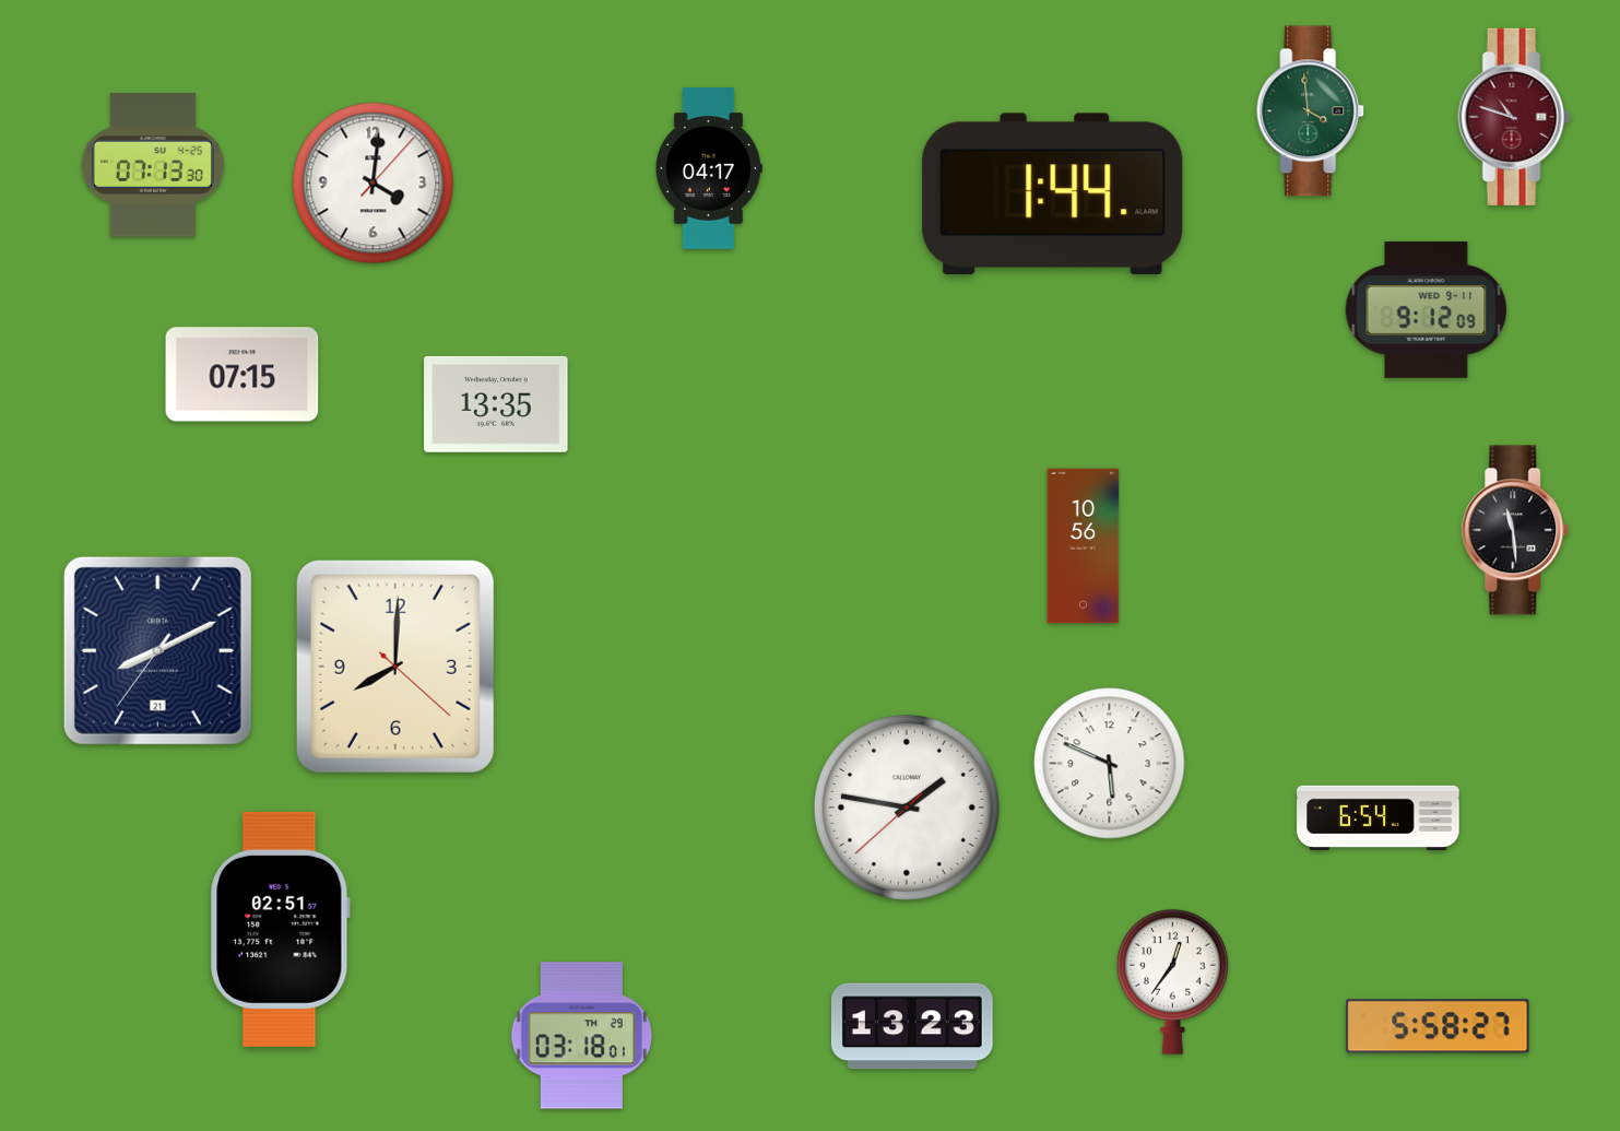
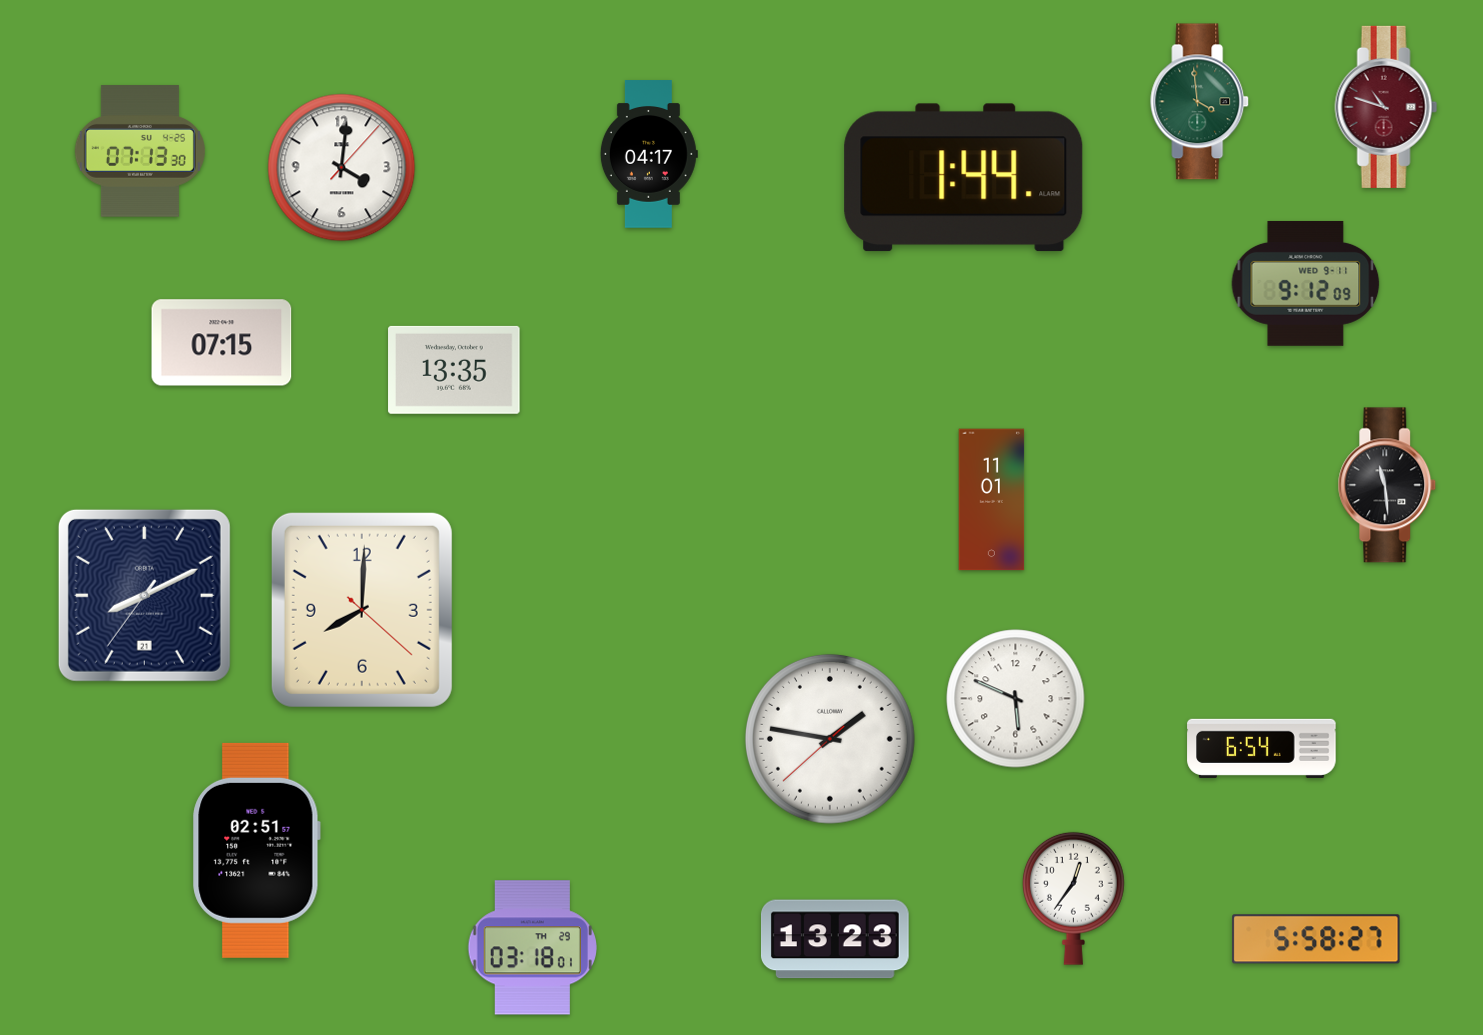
clock at (1084, 546): 10:56 -> 11:01
